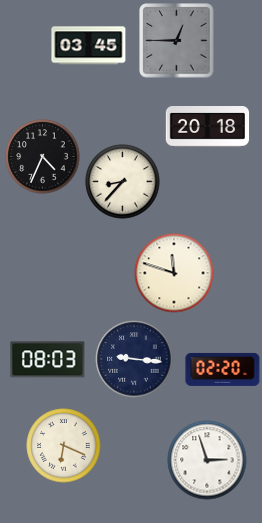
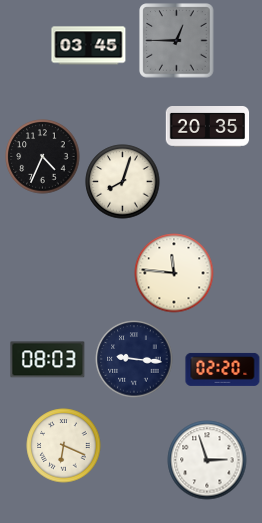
clock at (208, 127): 20:18 -> 20:35
clock at (123, 182): 8:37 -> 8:03
clock at (174, 273): 11:48 -> 11:46
